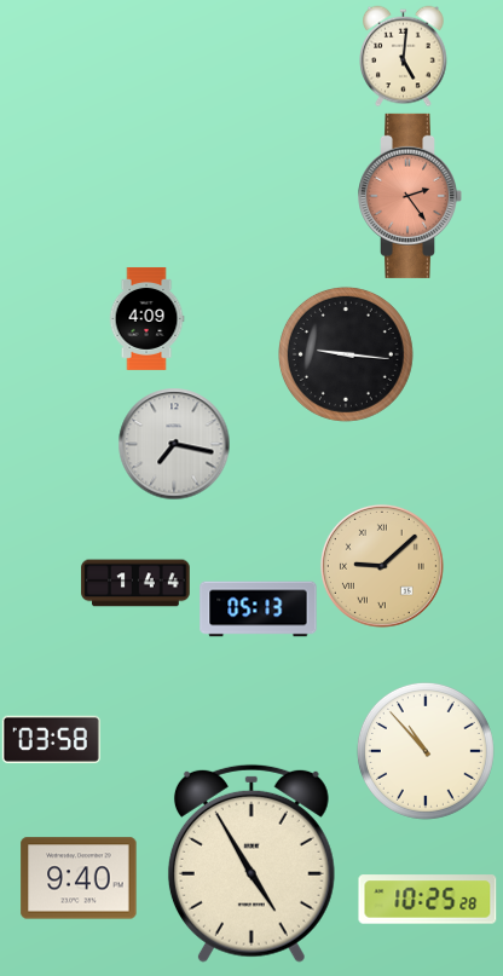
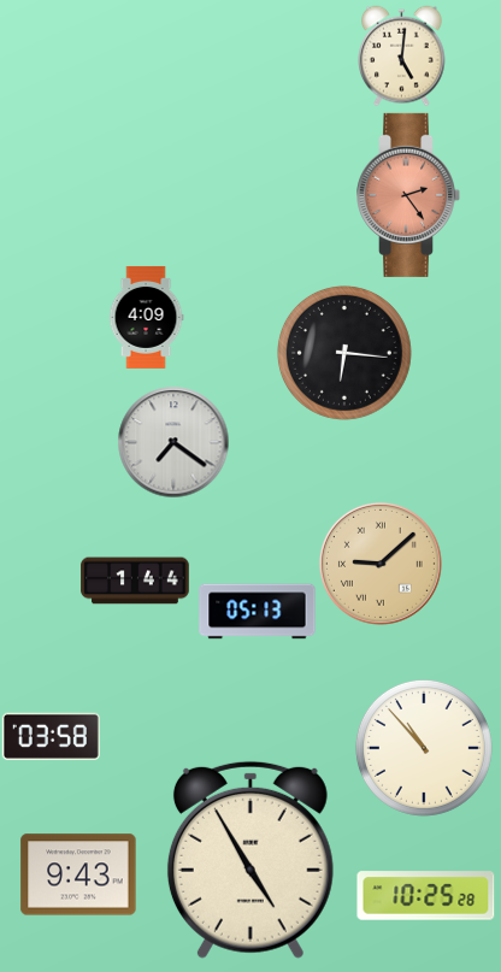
clock at (346, 354): 9:16 -> 6:16
clock at (174, 444): 7:17 -> 7:21
clock at (259, 610) position: (259, 610) -> (258, 612)
clock at (79, 878): 9:40 -> 9:43
